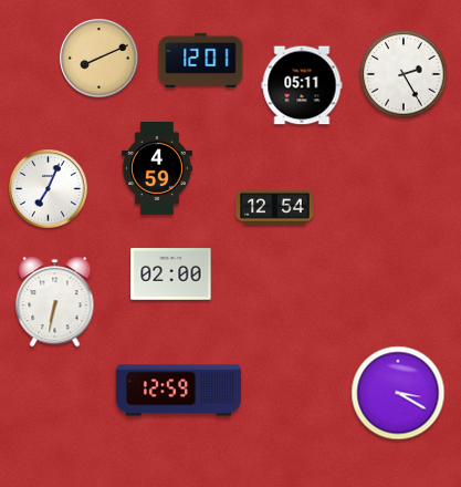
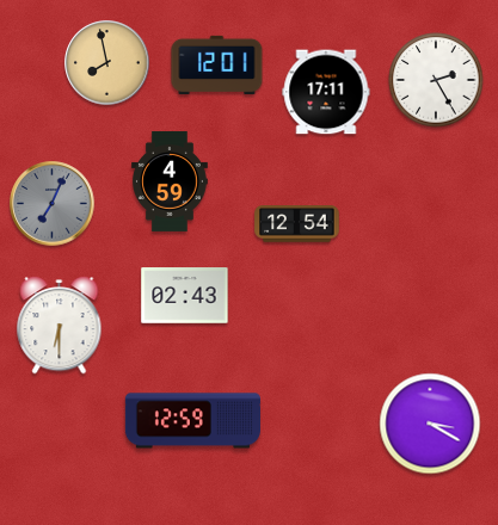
clock at (99, 59): 8:11 -> 7:58
clock at (302, 85): 05:11 -> 17:11
clock at (49, 189) dial: white -> grey
clock at (171, 274): 02:00 -> 02:43
clock at (55, 302): 6:32 -> 6:30
